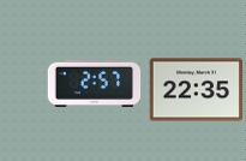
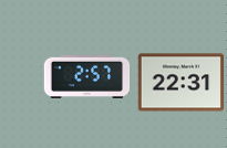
clock at (196, 90): 22:35 -> 22:31
